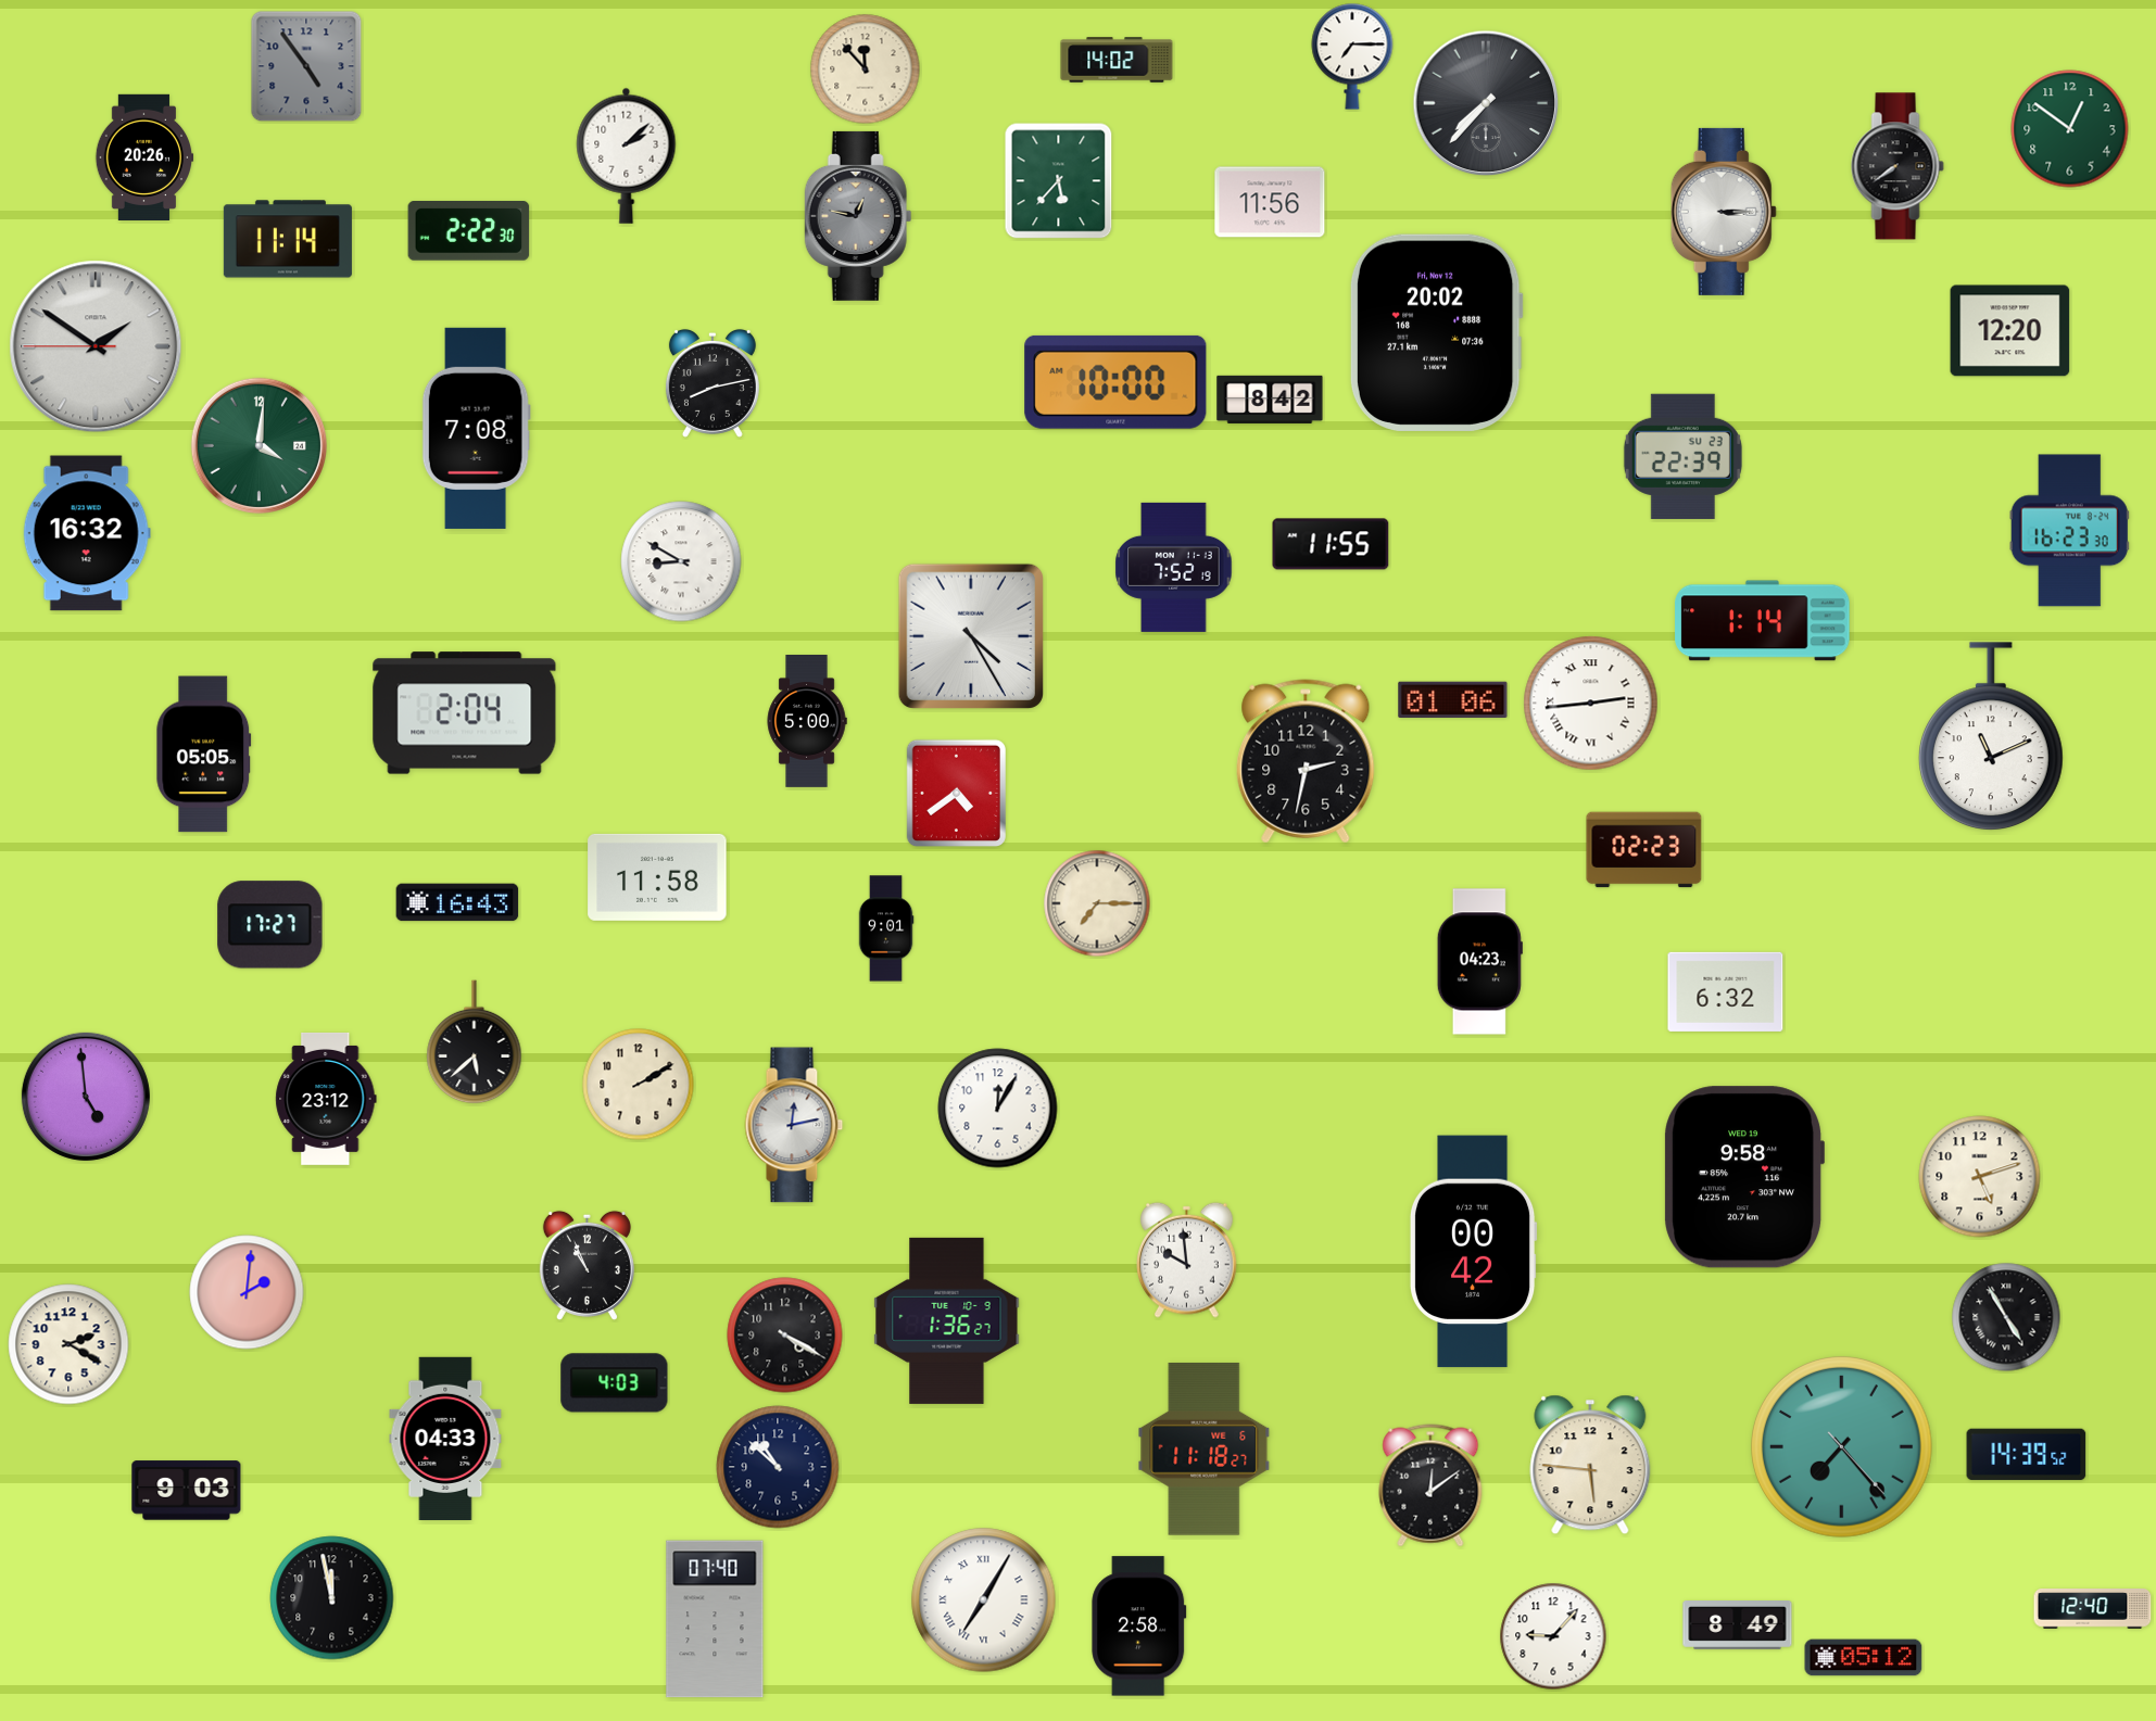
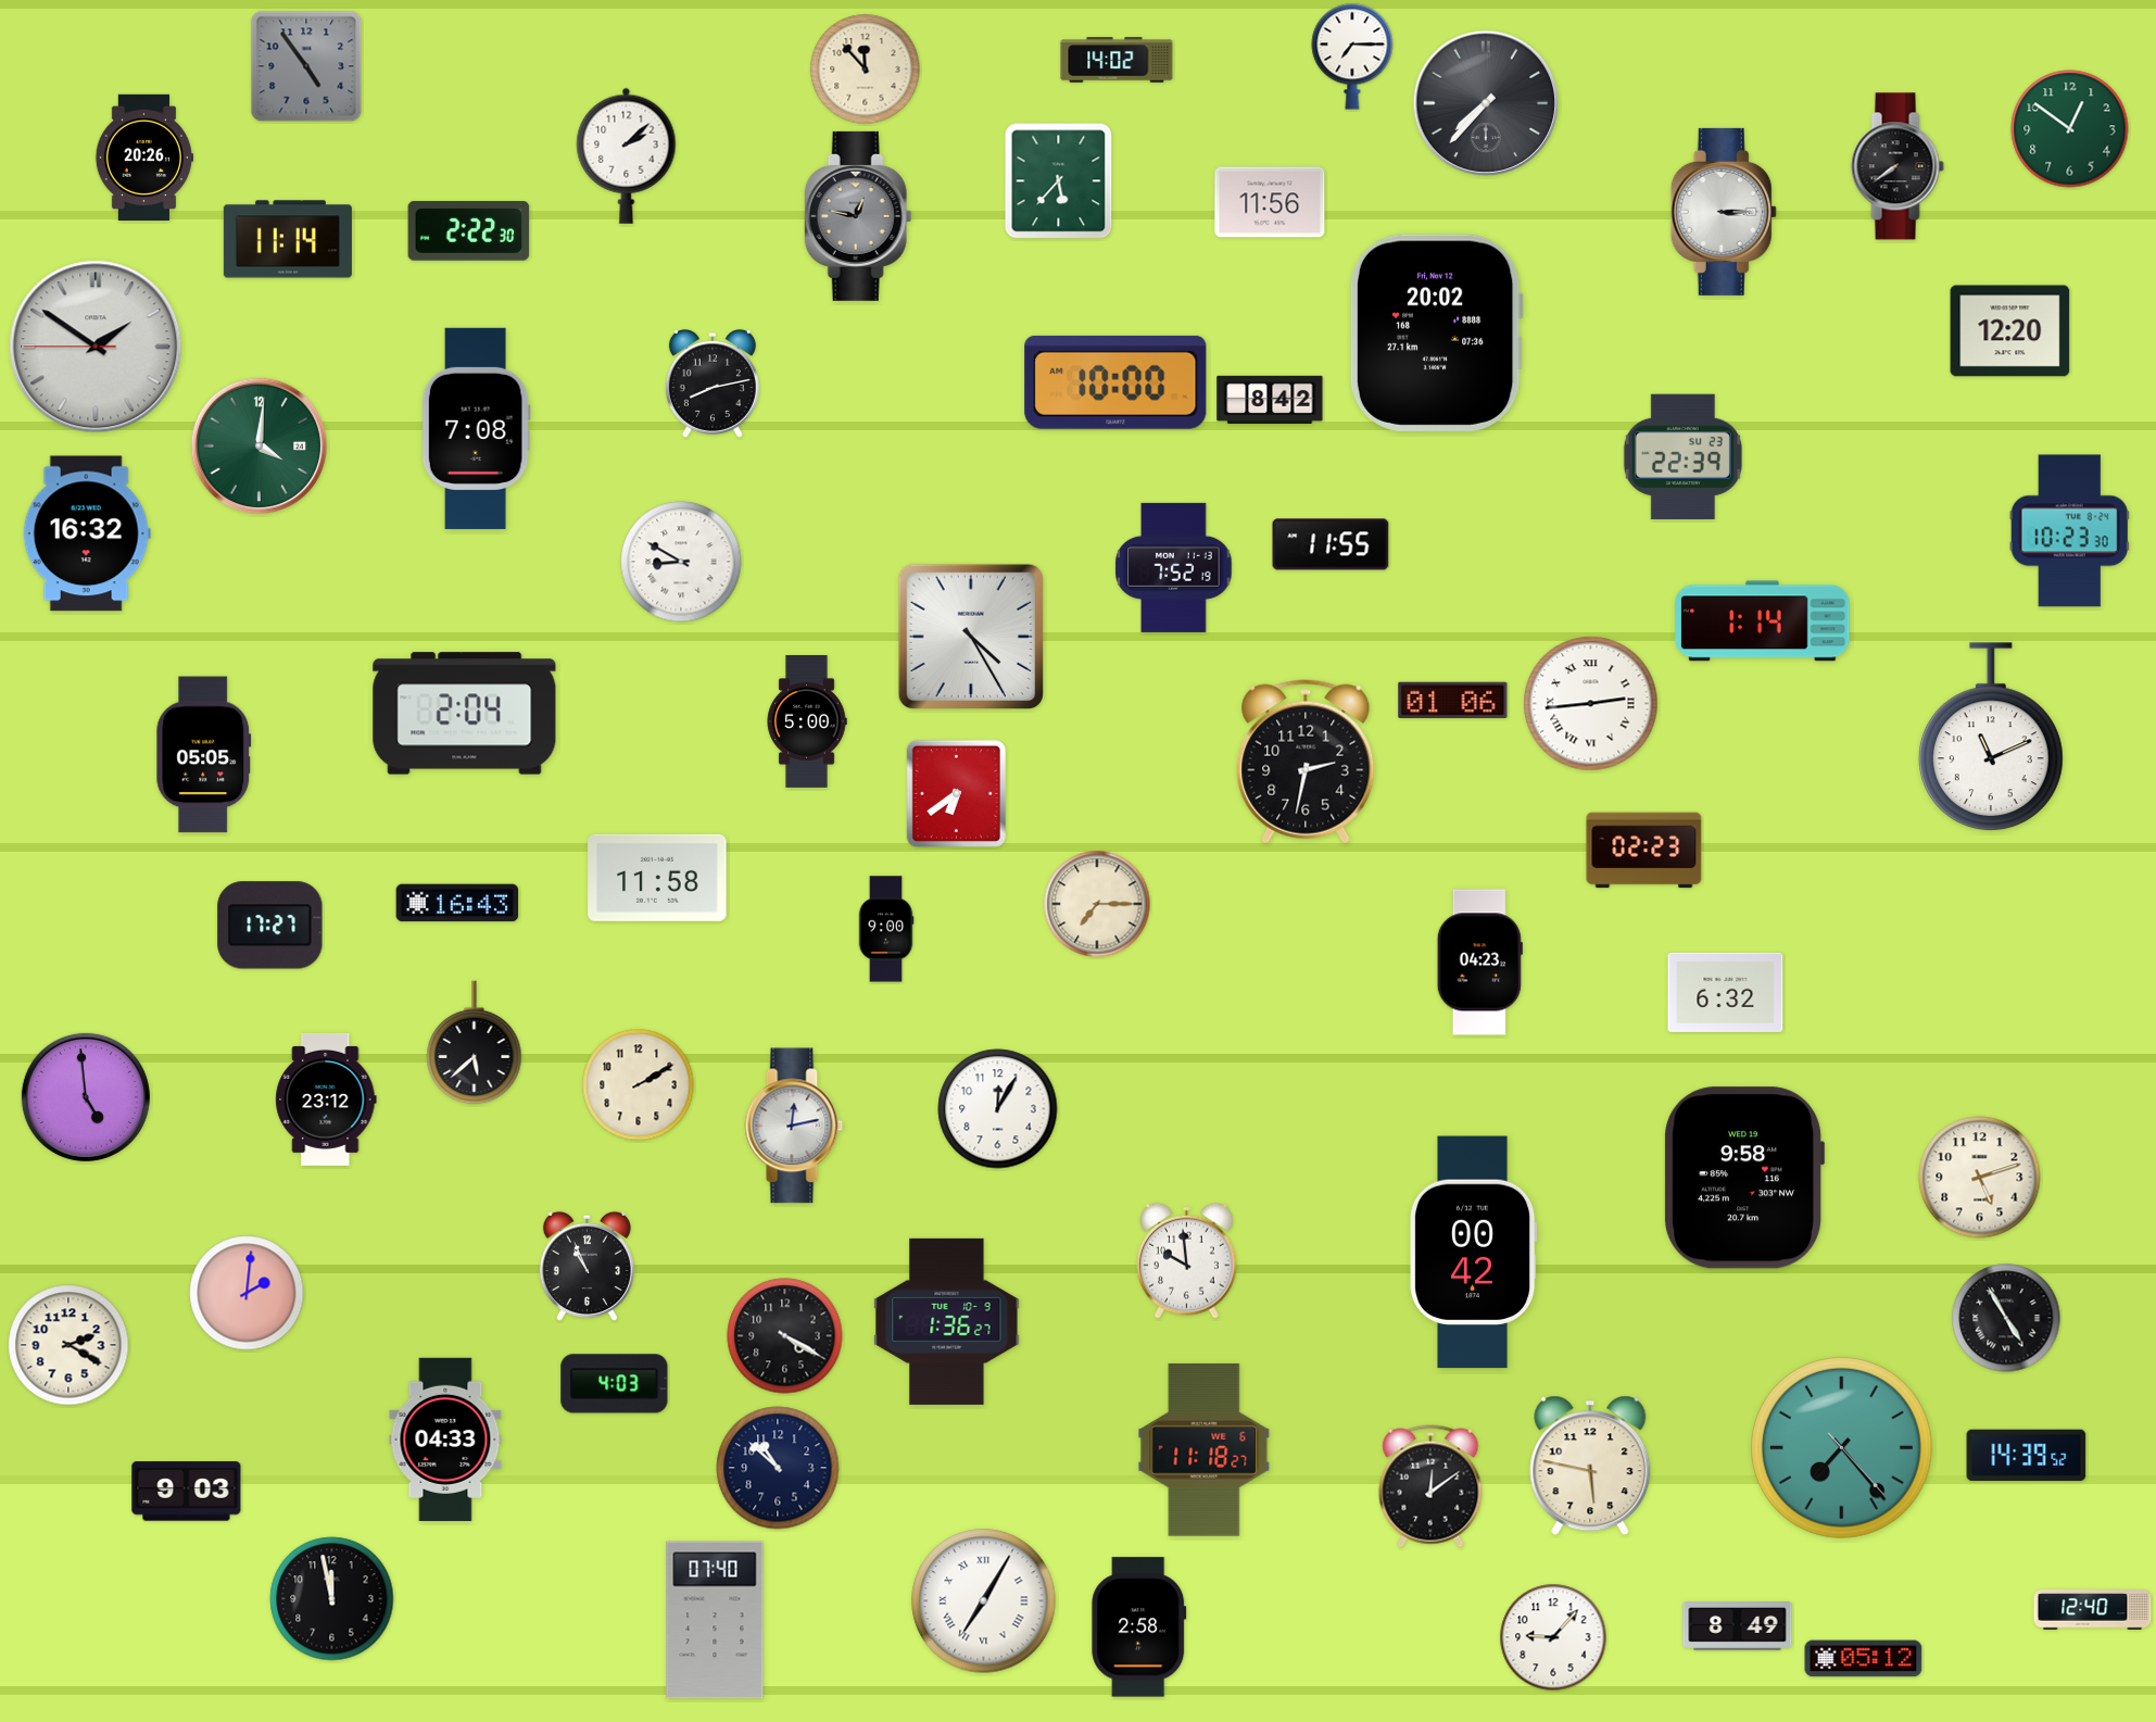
clock at (2069, 531): 16:23 -> 10:23
clock at (956, 793): 4:39 -> 6:39
clock at (886, 928): 9:01 -> 9:00
clock at (1590, 1465): 5:46 -> 5:47
